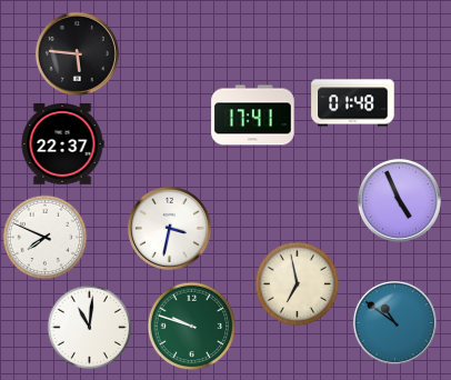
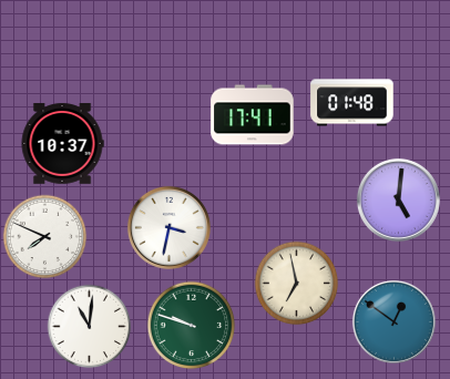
clock at (77, 53): 5:46 -> none
clock at (62, 144): 22:37 -> 10:37
clock at (399, 200): 4:56 -> 5:01
clock at (394, 322): 10:51 -> 12:51
